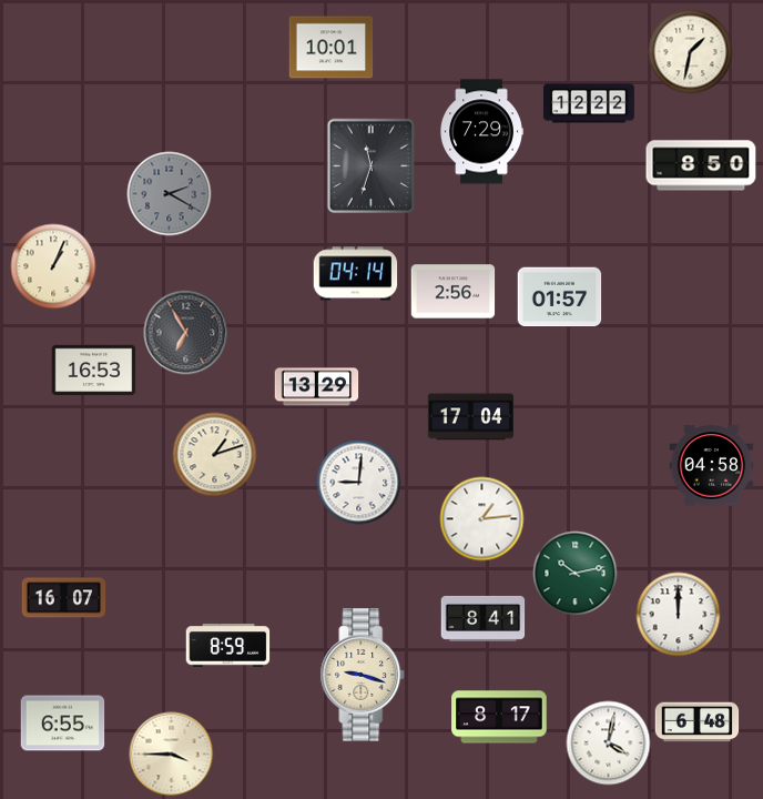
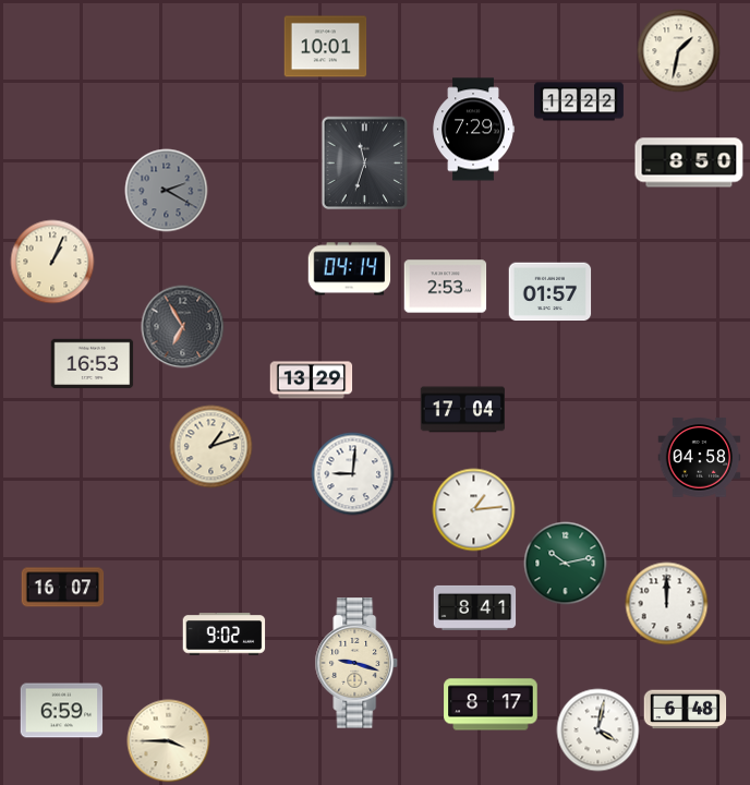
clock at (454, 292): 2:56 -> 2:53
clock at (228, 646): 8:59 -> 9:02
clock at (63, 724): 6:55 -> 6:59
